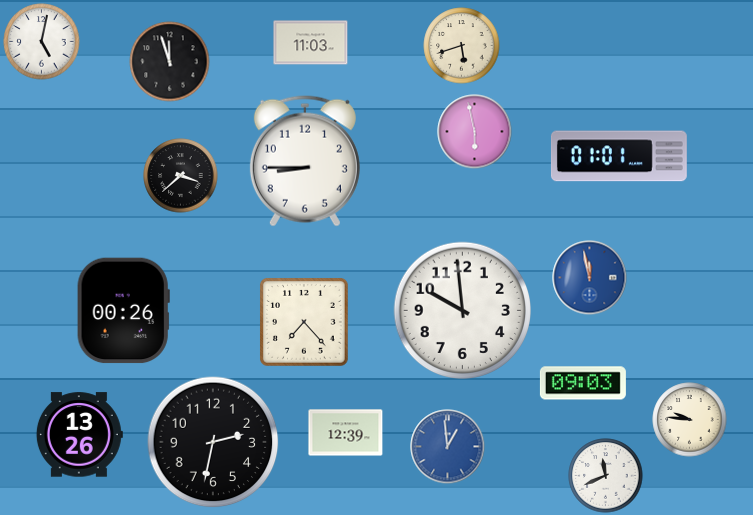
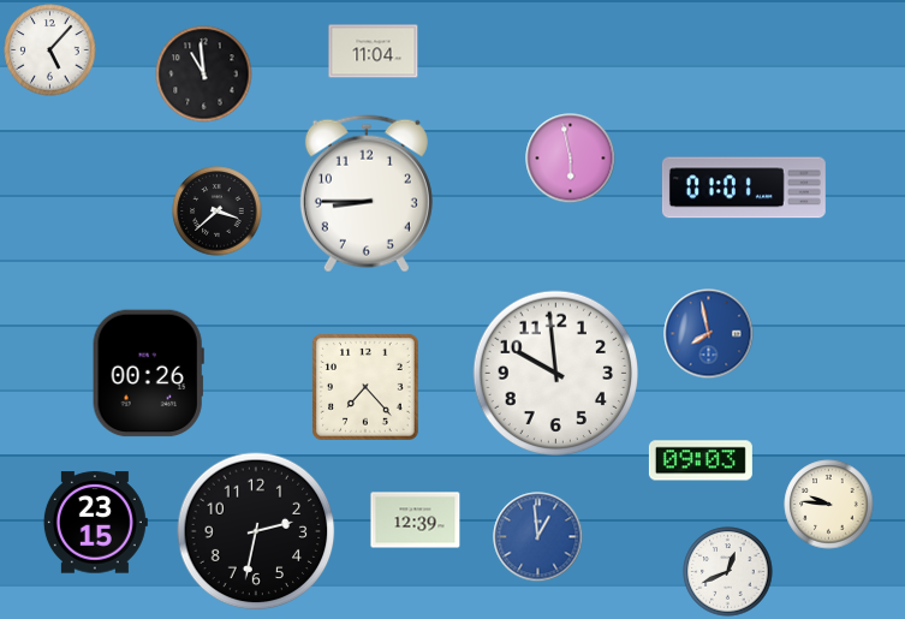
clock at (42, 42): 5:02 -> 5:07
clock at (311, 43): 11:03 -> 11:04
clock at (462, 46): 5:42 -> none
clock at (170, 62): 11:57 -> 10:59
clock at (590, 278): 11:58 -> 7:58
clock at (79, 435): 13:26 -> 23:15
clock at (606, 476): 11:41 -> 12:41
